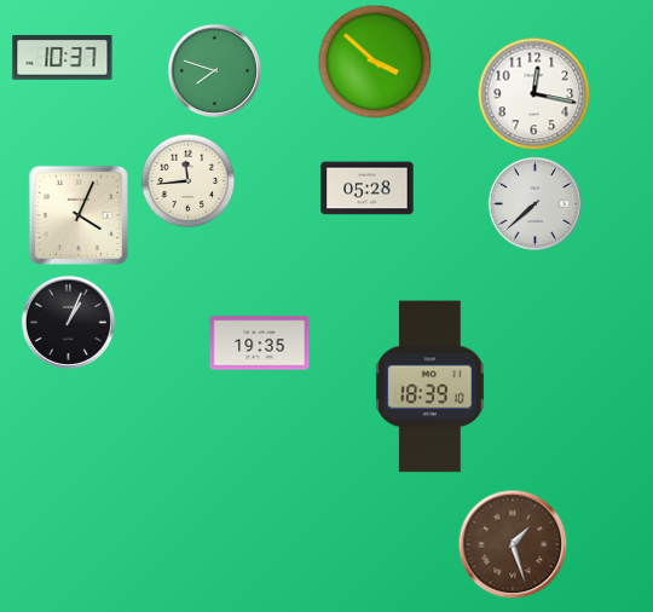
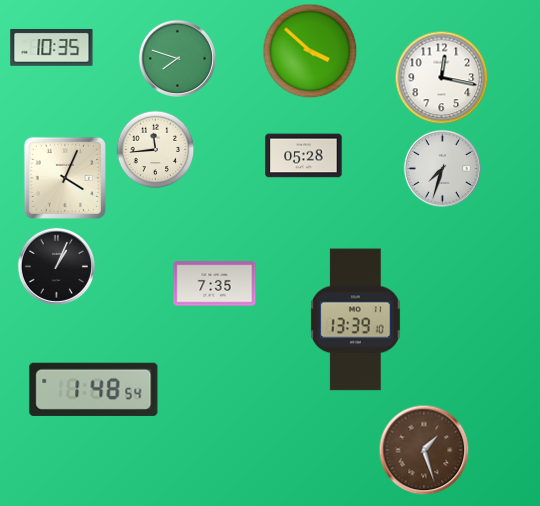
clock at (63, 58): 10:37 -> 10:35
clock at (534, 203): 7:38 -> 7:33
clock at (260, 343): 19:35 -> 7:35
clock at (430, 387): 18:39 -> 13:39
clock at (94, 389): none -> 1:48
